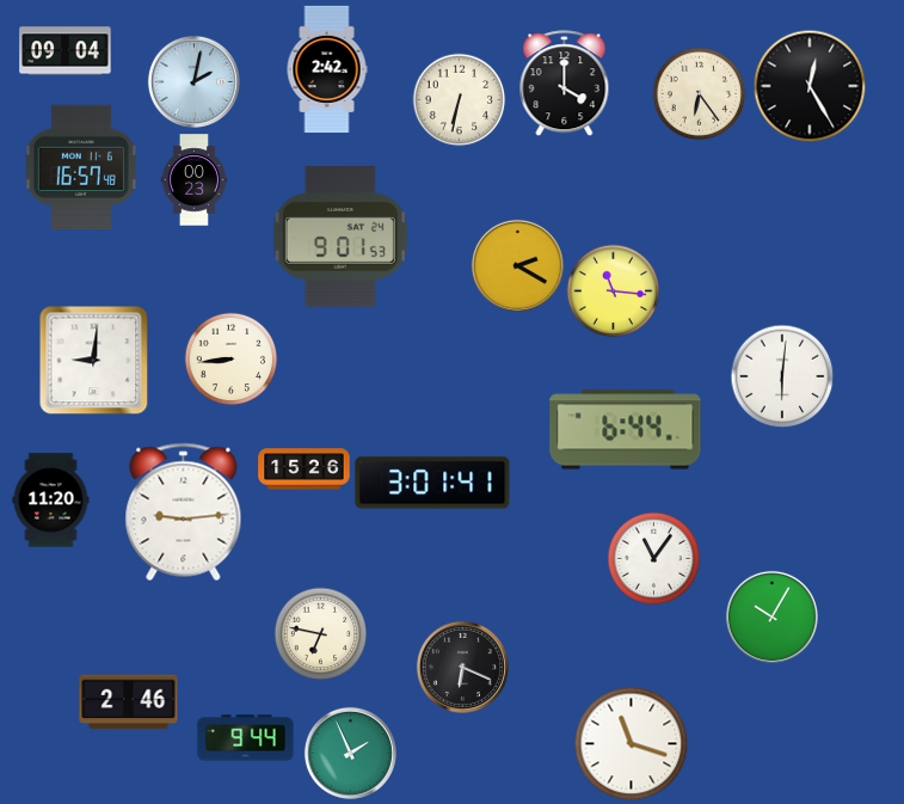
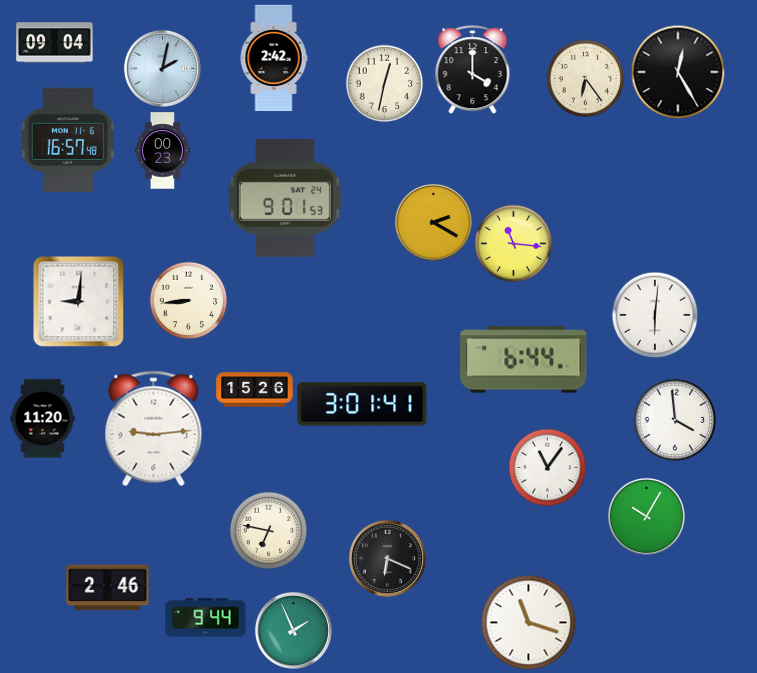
clock at (459, 99): 6:32 -> 12:32
clock at (230, 358) position: (230, 358) -> (188, 300)
clock at (305, 469) position: (305, 469) -> (255, 390)
clock at (675, 420): none -> 3:59
